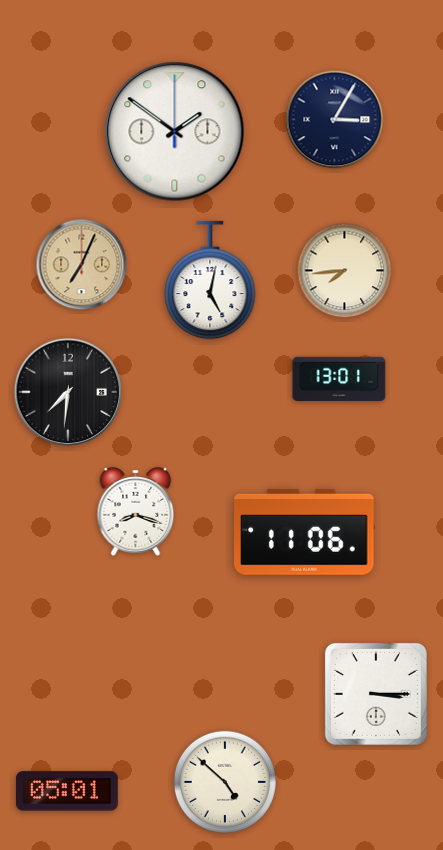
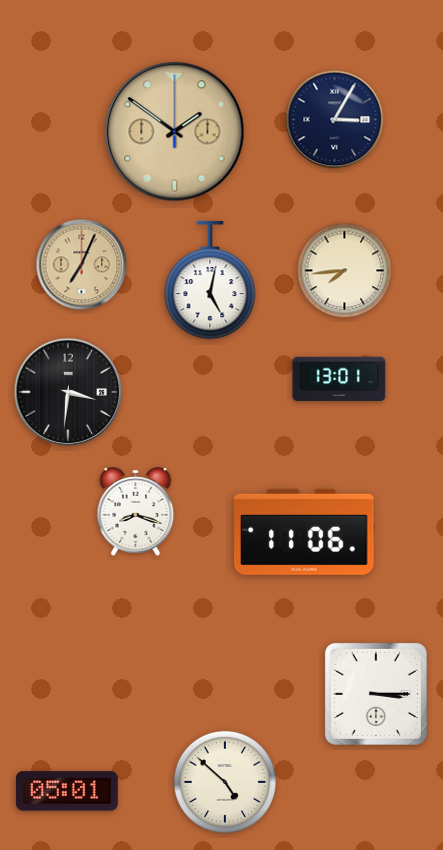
clock at (175, 132) dial: white -> champagne
clock at (68, 392): 7:31 -> 3:31
